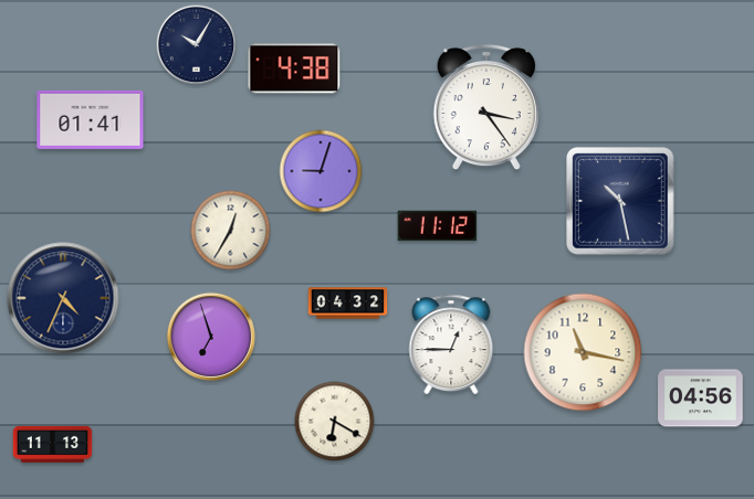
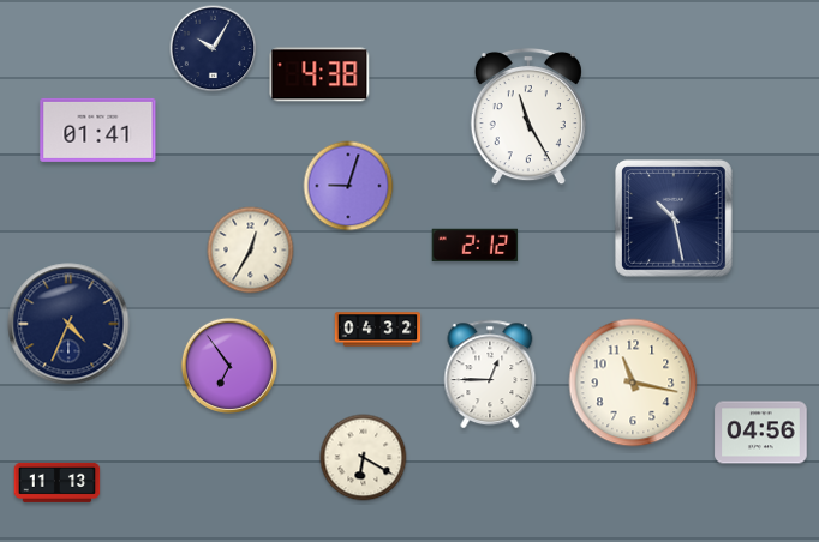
clock at (486, 107): 3:24 -> 11:25
clock at (438, 225): 11:12 -> 2:12
clock at (211, 337): 6:57 -> 6:54
